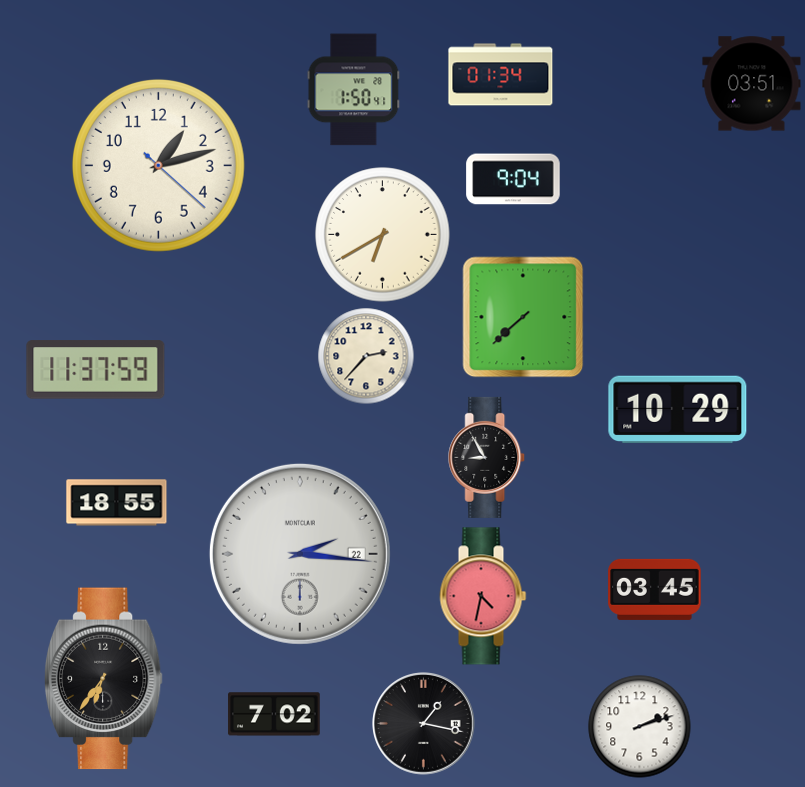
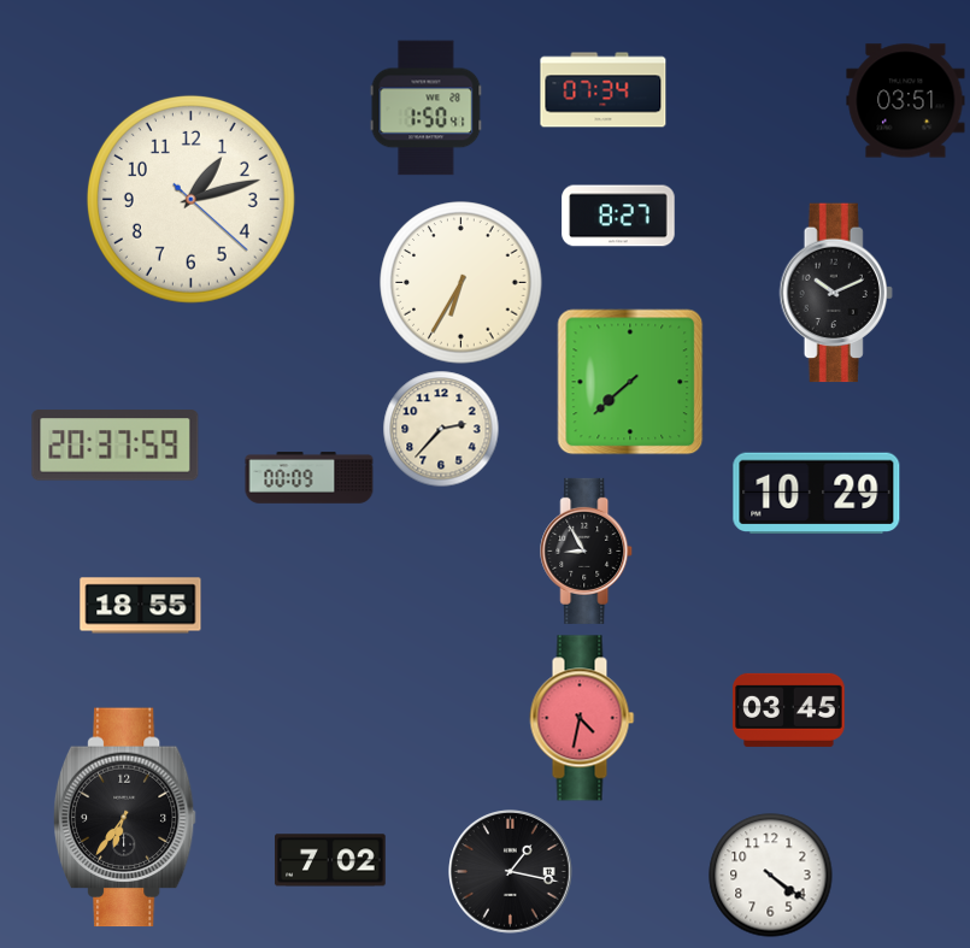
clock at (501, 75): 01:34 -> 07:34
clock at (513, 179): 9:04 -> 8:27
clock at (383, 235): 6:40 -> 6:35
clock at (836, 293): none -> 10:11
clock at (96, 370): 11:37 -> 20:37
clock at (310, 478): none -> 00:09
clock at (300, 554): 2:16 -> none
clock at (640, 727): 2:12 -> 4:21
